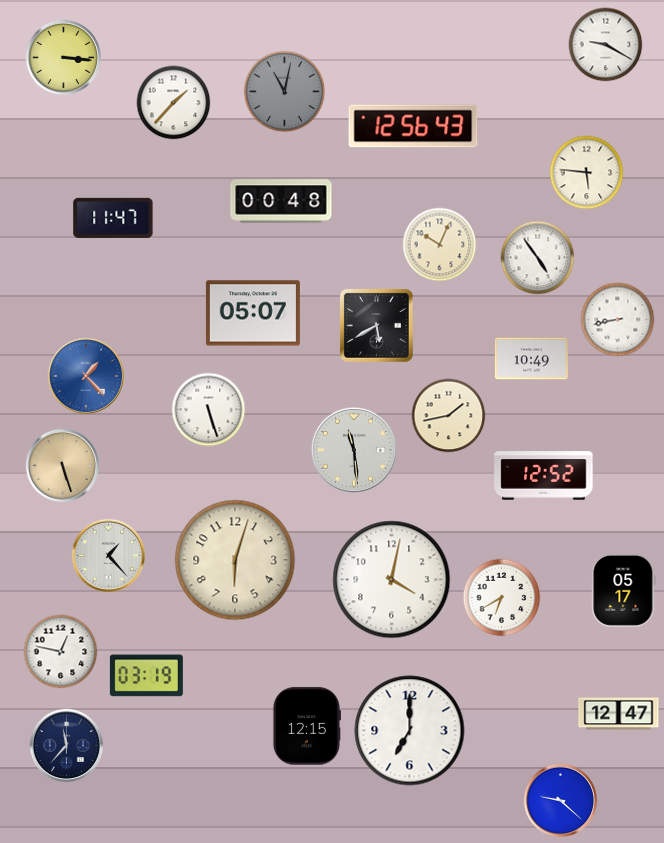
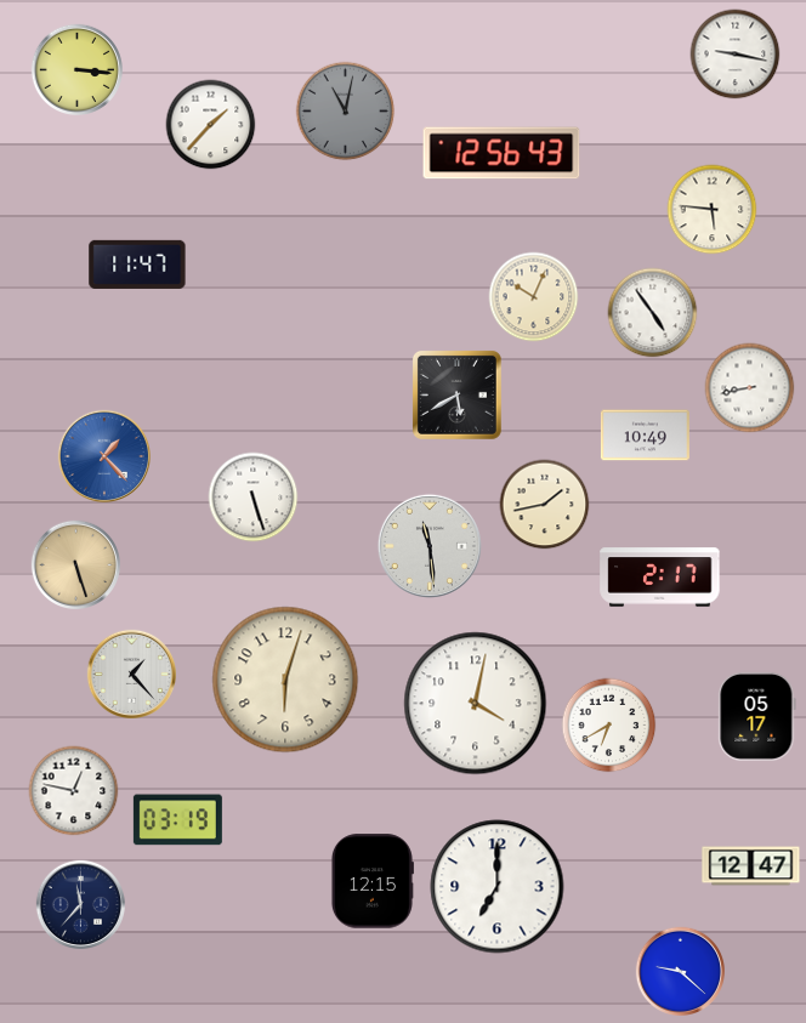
clock at (606, 45): 9:20 -> 9:17
clock at (281, 201): 00:48 -> none
clock at (253, 313): 05:07 -> none
clock at (544, 476): 12:52 -> 2:17
